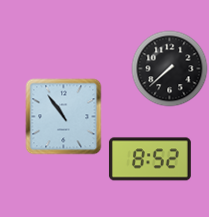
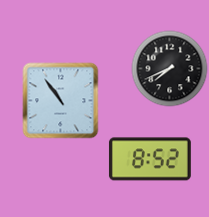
clock at (170, 69): 7:38 -> 7:41
clock at (64, 117) position: (64, 117) -> (61, 101)
